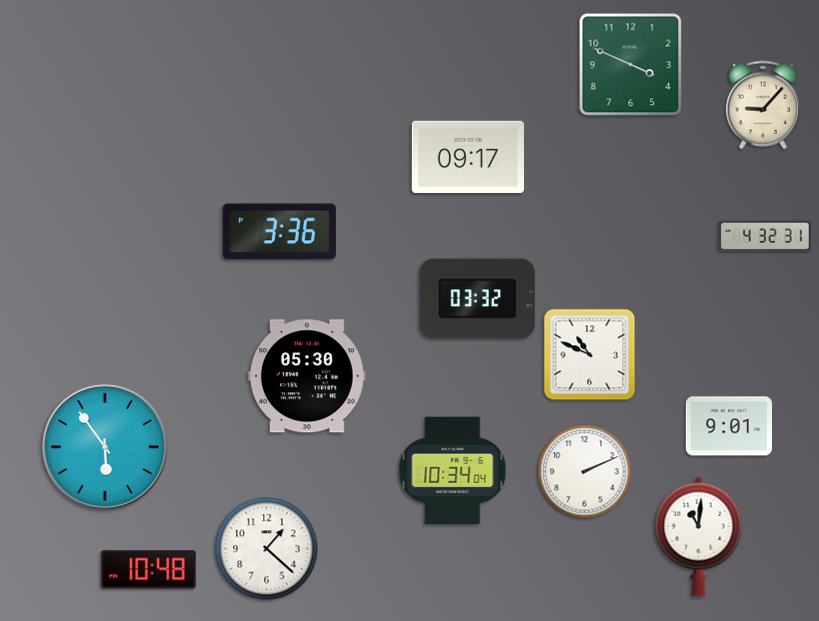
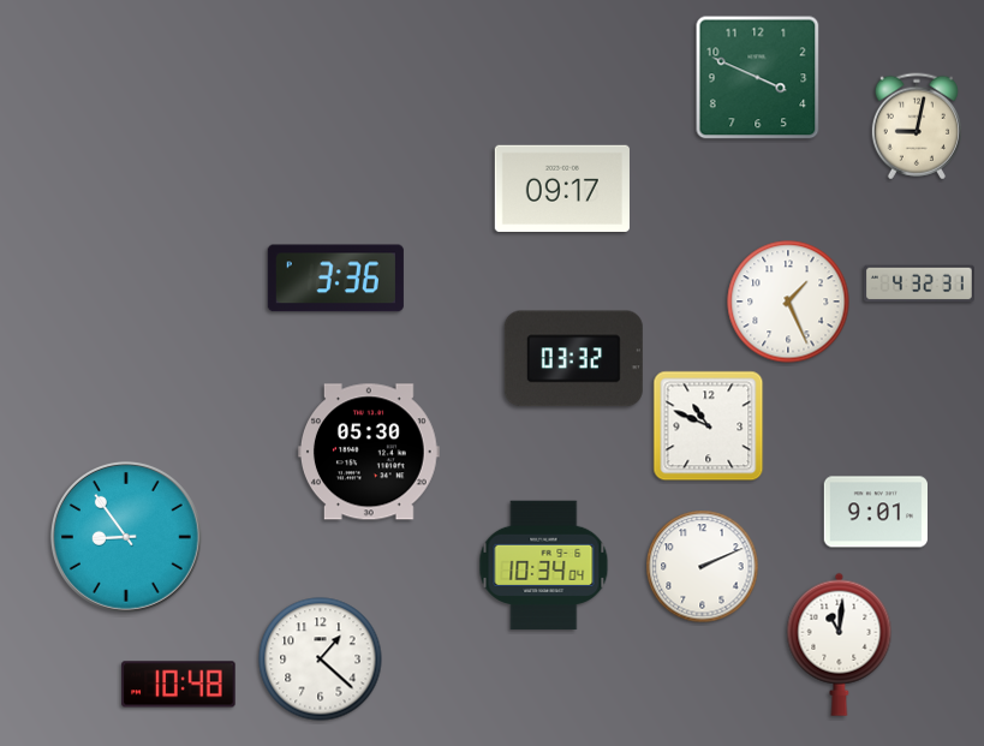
clock at (763, 105): 9:07 -> 9:02
clock at (788, 302): none -> 1:26
clock at (105, 447): 5:54 -> 8:54
